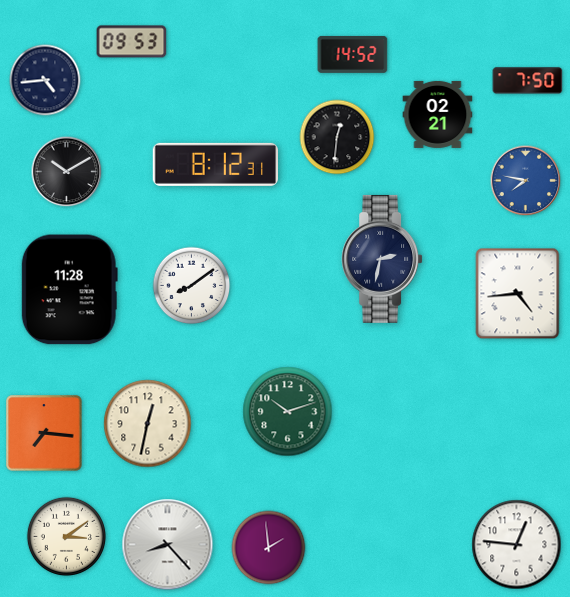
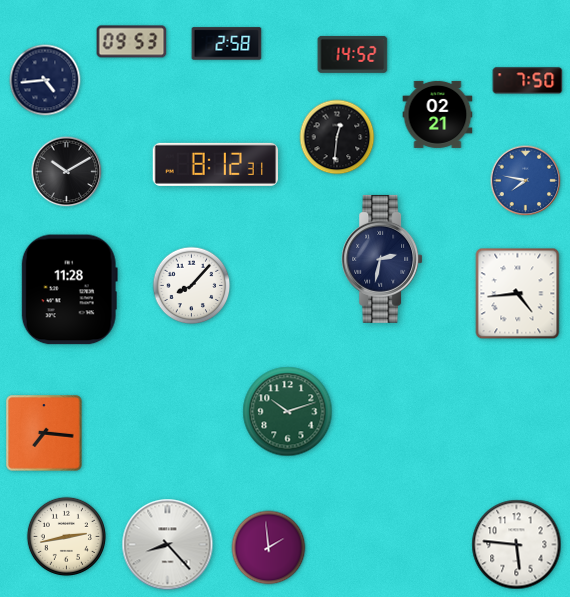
clock at (227, 44): none -> 2:58
clock at (192, 286): 8:09 -> 8:07
clock at (148, 424): 12:32 -> none
clock at (66, 536): 3:09 -> 2:43
clock at (517, 545): 12:46 -> 5:46
